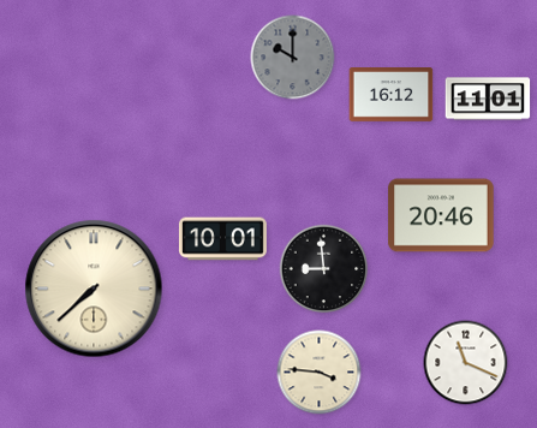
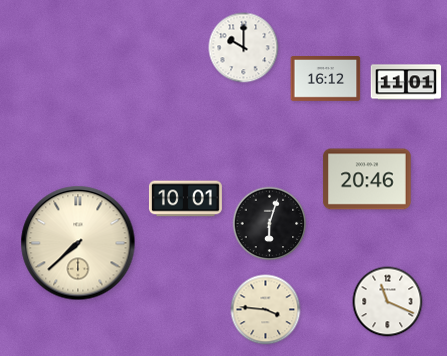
clock at (293, 58) dial: grey -> white
clock at (324, 269): 8:59 -> 6:03
clock at (94, 289) position: (94, 289) -> (78, 243)
